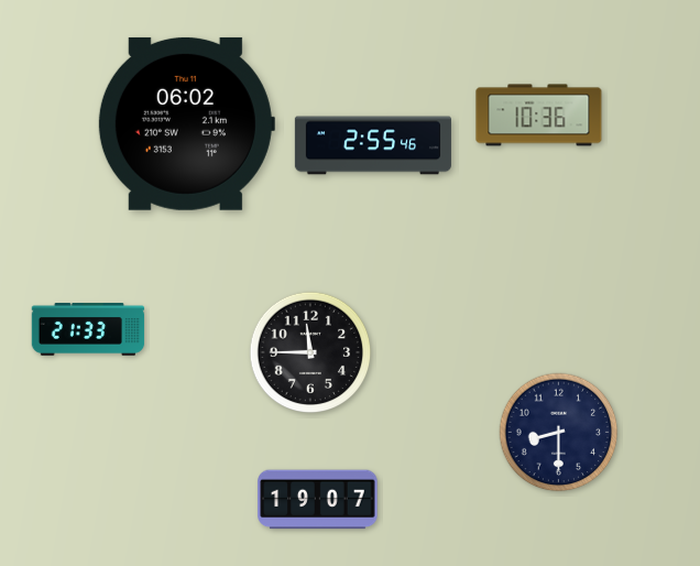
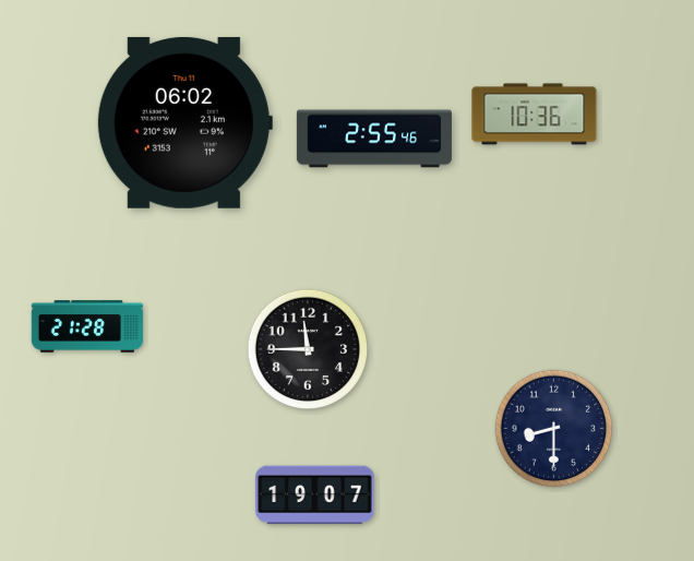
clock at (373, 145) position: (373, 145) -> (374, 139)
clock at (88, 329): 21:33 -> 21:28
